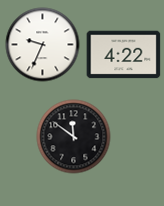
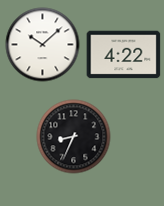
clock at (43, 45): 9:34 -> 10:08
clock at (74, 137): 11:51 -> 8:34
